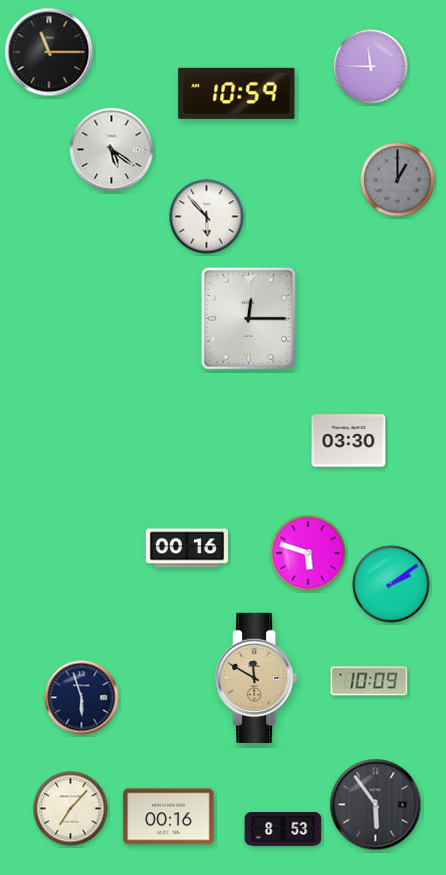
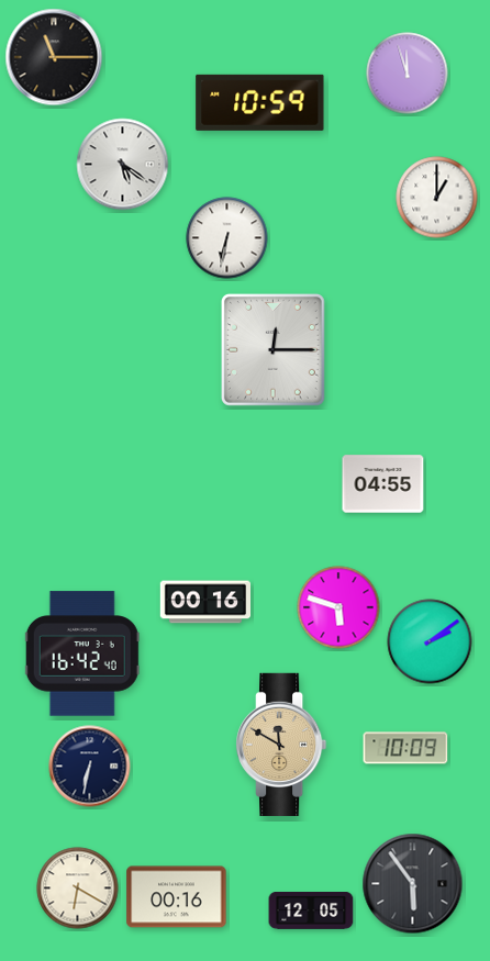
clock at (371, 67): 11:45 -> 11:57
clock at (398, 180) dial: grey -> white
clock at (207, 217): 5:53 -> 6:32
clock at (349, 441): 03:30 -> 04:55
clock at (82, 653): none -> 16:42
clock at (82, 698): 5:57 -> 6:32
clock at (71, 809): 7:07 -> 6:20
clock at (169, 817) position: (169, 817) -> (177, 897)
clock at (283, 830): 8:53 -> 12:05
